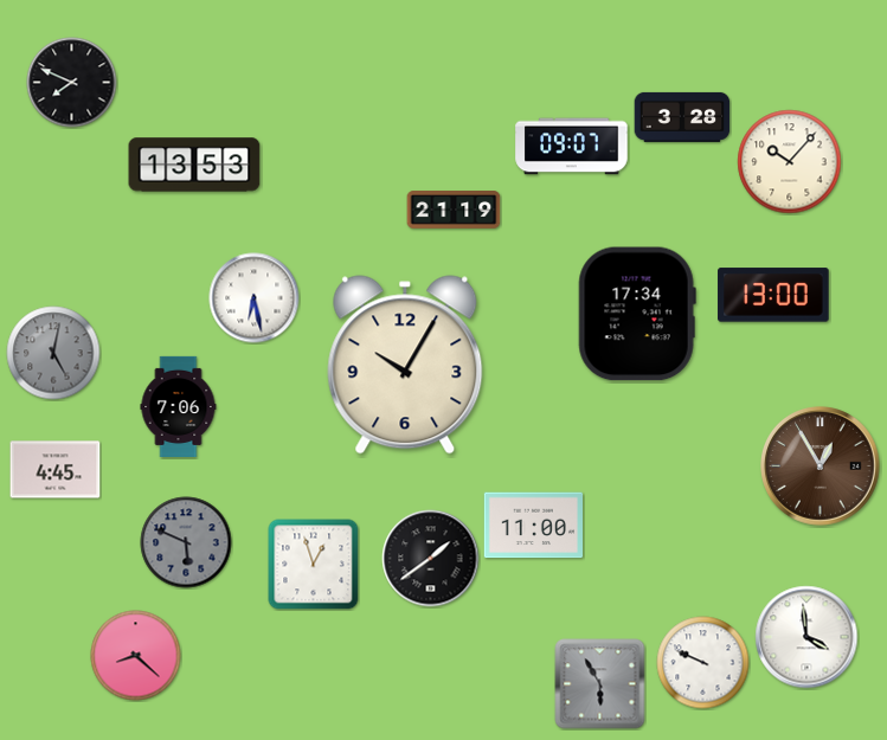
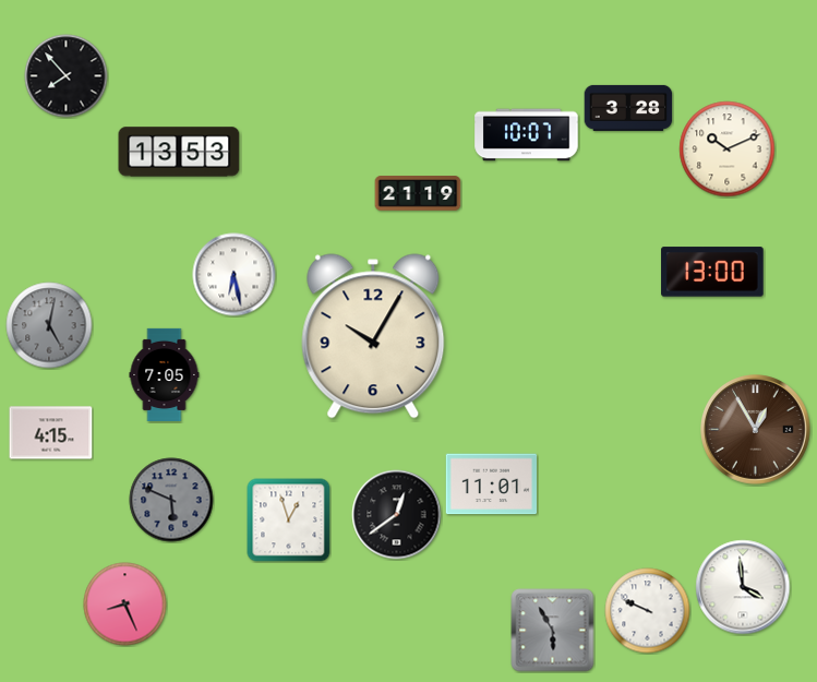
clock at (72, 83): 7:49 -> 7:53
clock at (572, 147): 09:07 -> 10:07
clock at (790, 162): 10:07 -> 10:11
clock at (637, 314): 17:34 -> none
clock at (179, 406): 7:06 -> 7:05
clock at (56, 470): 4:45 -> 4:15
clock at (533, 526): 11:00 -> 11:01
clock at (431, 559): 1:39 -> 12:39
clock at (136, 656): 8:22 -> 8:26
